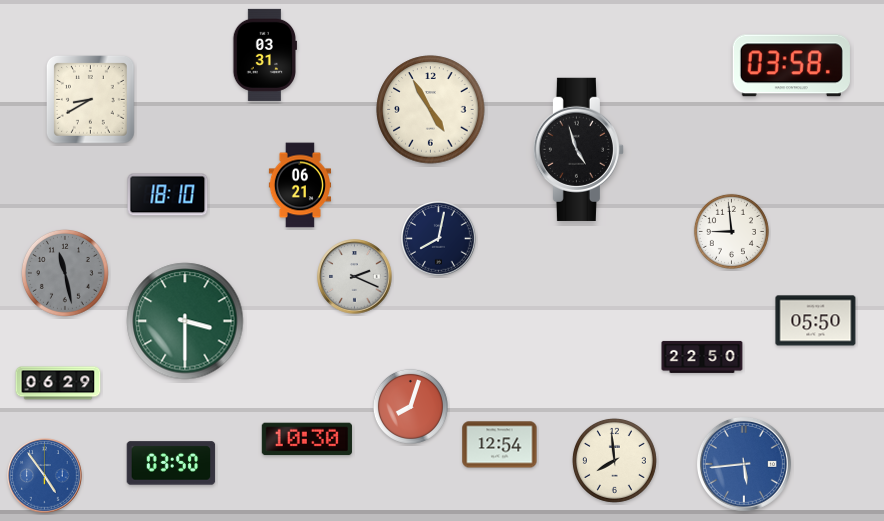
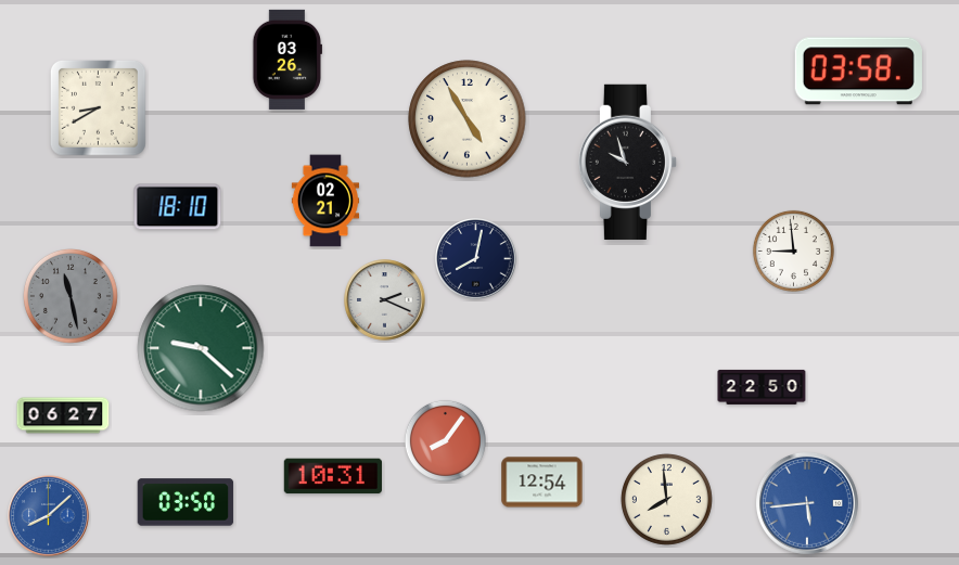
clock at (264, 55): 03:31 -> 03:26
clock at (578, 149): 4:57 -> 9:57
clock at (299, 185): 06:21 -> 02:21
clock at (168, 195) position: (168, 195) -> (178, 207)
clock at (185, 321): 3:30 -> 9:22
clock at (816, 321): 05:50 -> none
clock at (58, 383): 06:29 -> 06:27
clock at (410, 406): 8:03 -> 8:06
clock at (307, 439): 10:30 -> 10:31
clock at (45, 476): 4:54 -> 8:08
